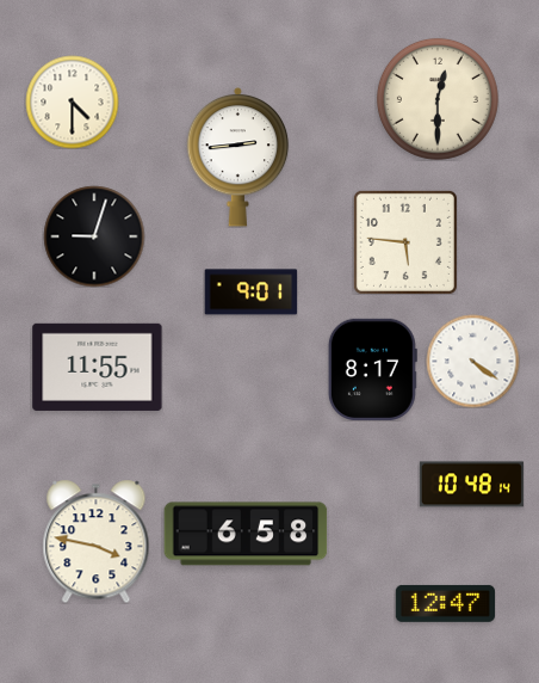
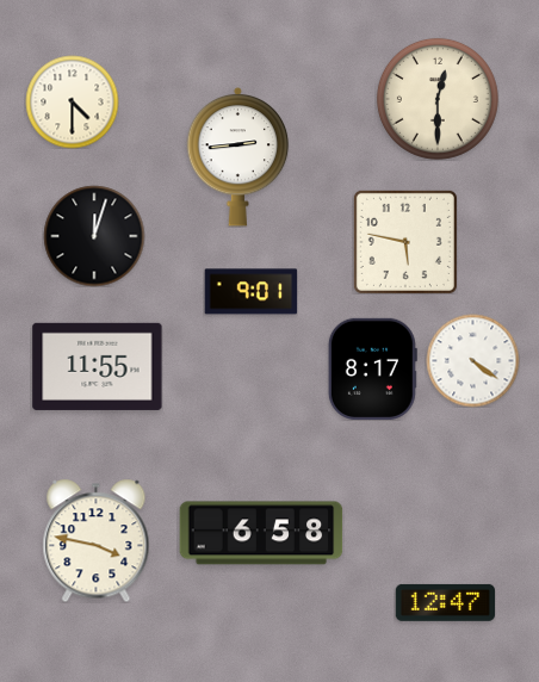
clock at (94, 236): 9:03 -> 12:03
clock at (405, 242): 5:46 -> 5:47
clock at (471, 485): 10:48 -> none
clock at (246, 534) position: (246, 534) -> (261, 533)
